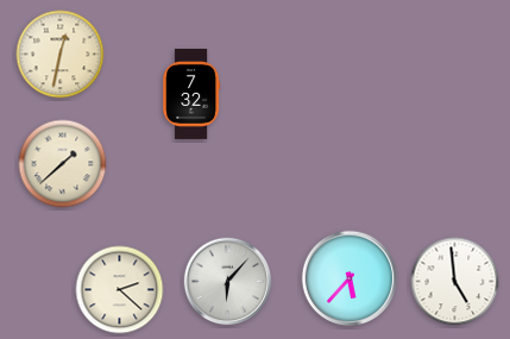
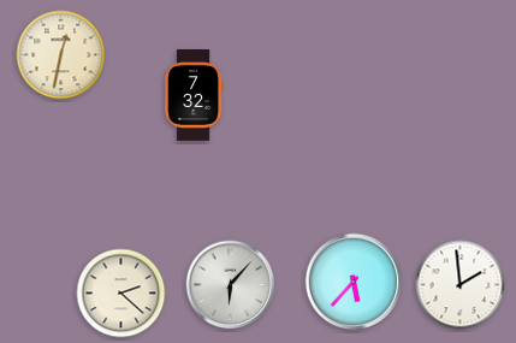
clock at (63, 164): 1:38 -> none
clock at (455, 282): 4:59 -> 1:59
